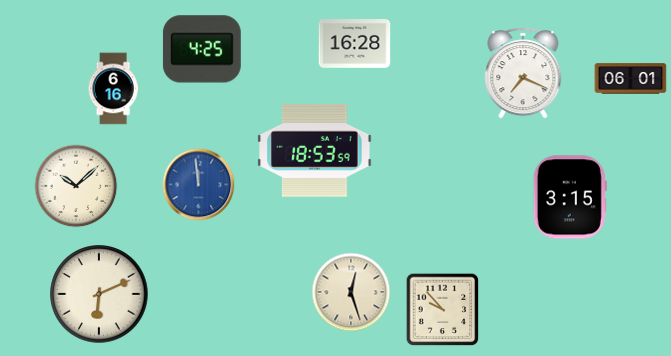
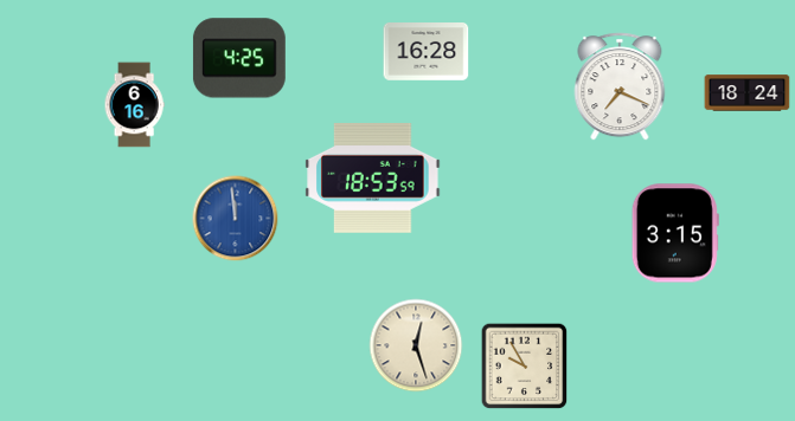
clock at (355, 44) position: (355, 44) -> (427, 52)
clock at (631, 79): 06:01 -> 18:24
clock at (76, 186): 10:08 -> none
clock at (99, 294): 6:11 -> none
clock at (443, 310): 9:53 -> 9:55
